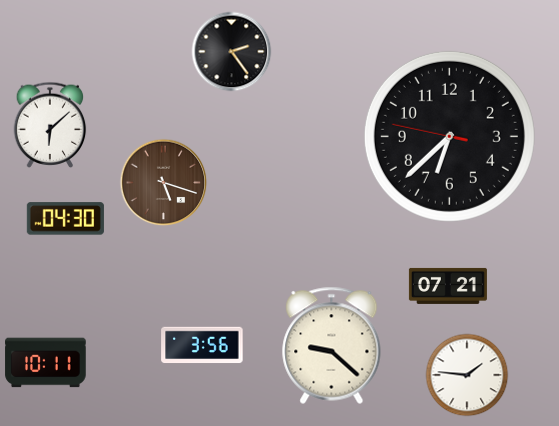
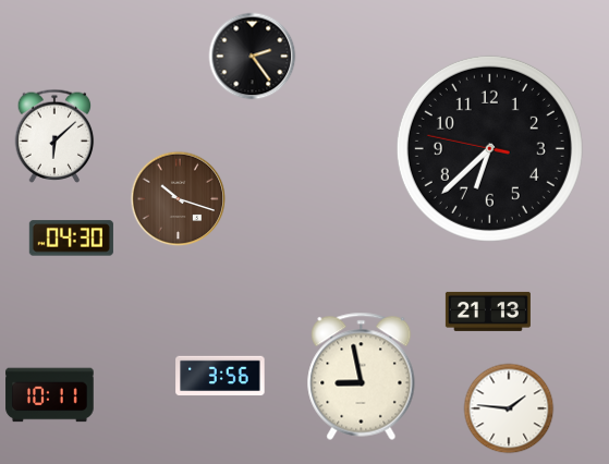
clock at (164, 183): 5:18 -> 10:18
clock at (448, 286): 07:21 -> 21:13
clock at (332, 345): 9:22 -> 8:58
